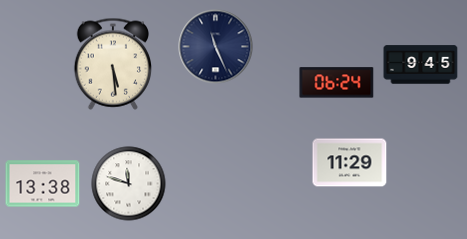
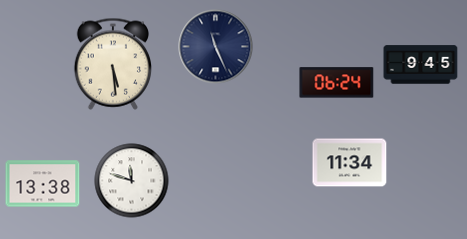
clock at (350, 163): 11:29 -> 11:34
clock at (129, 184) position: (129, 184) -> (132, 181)
